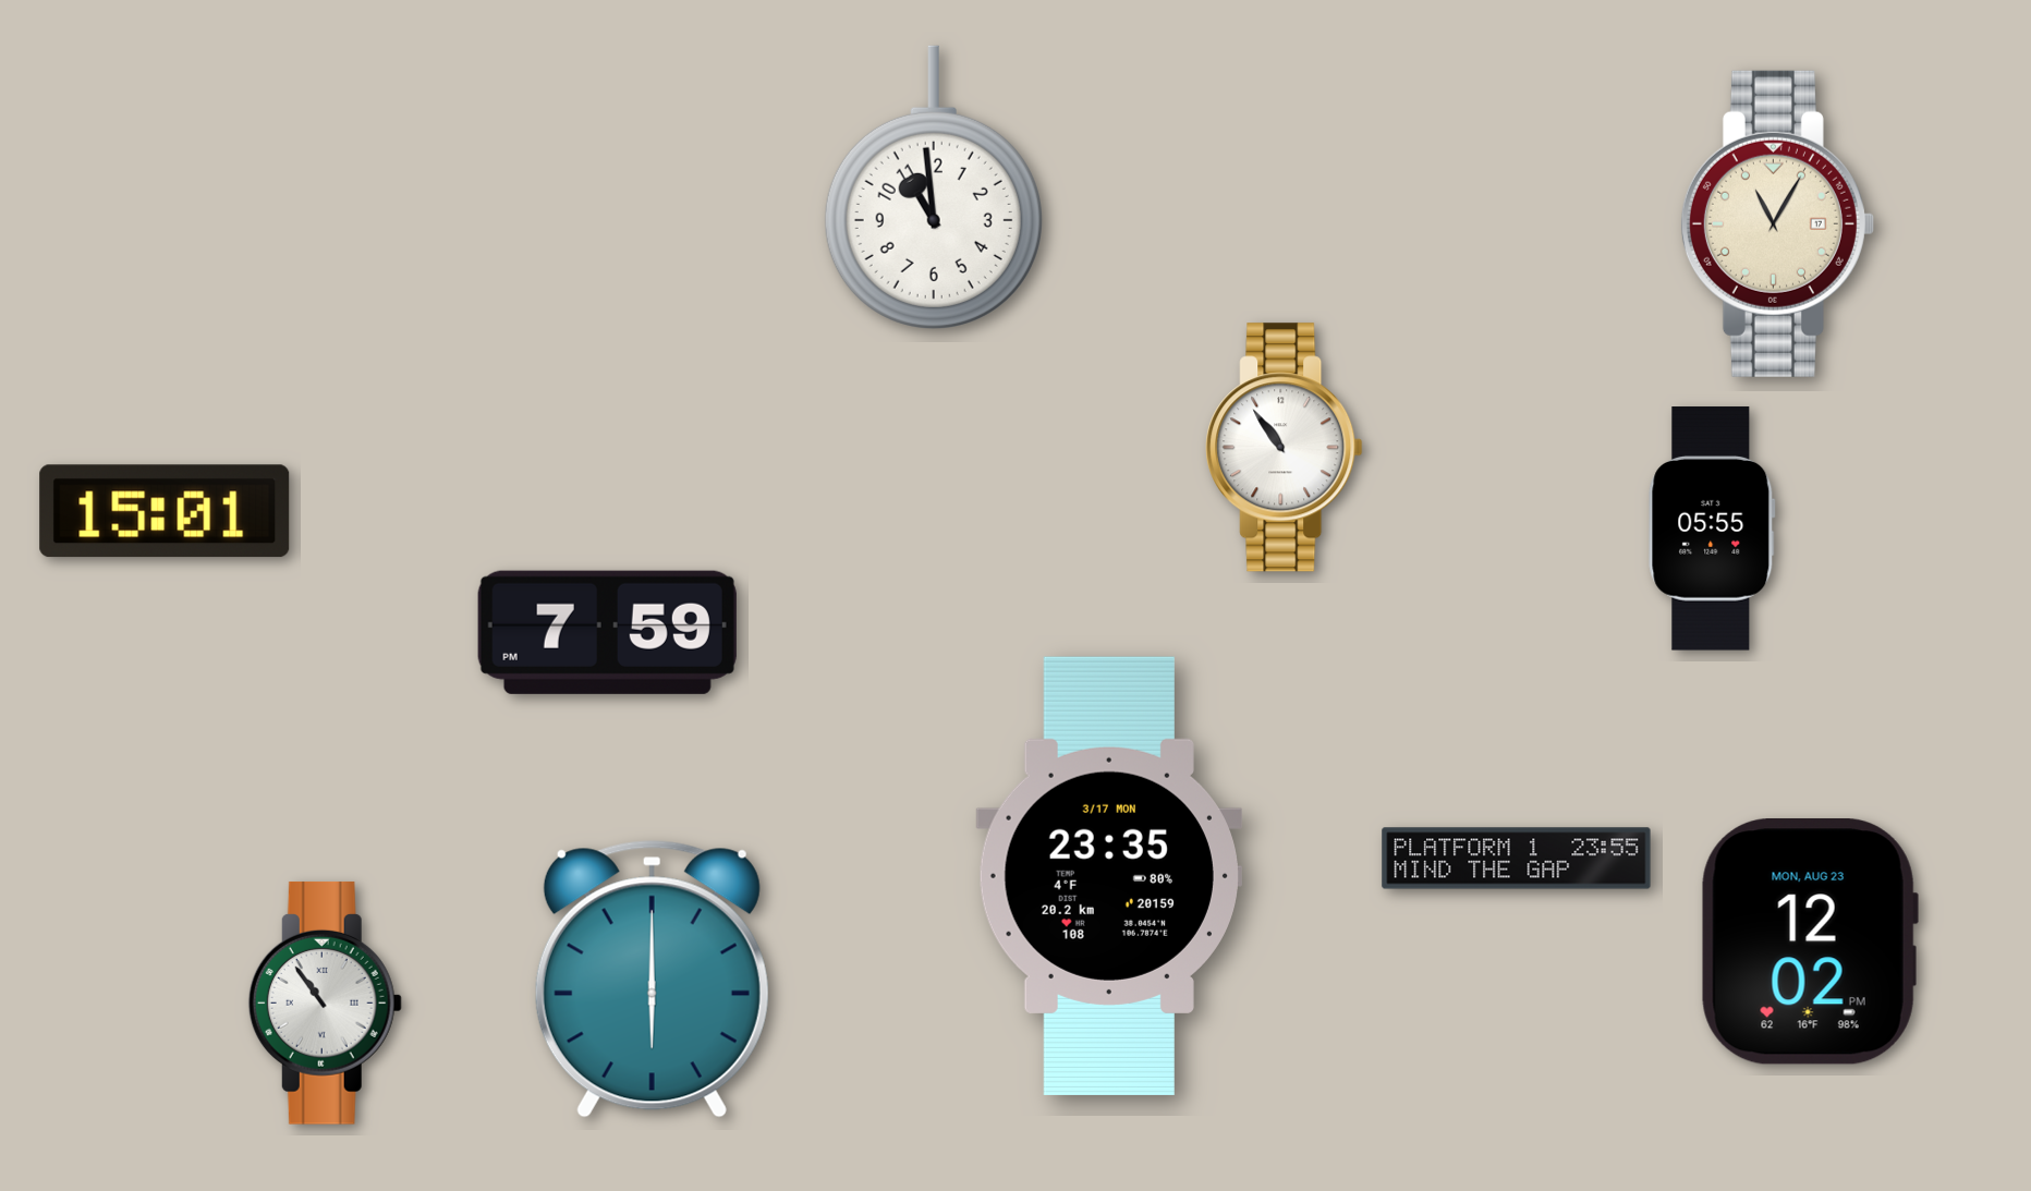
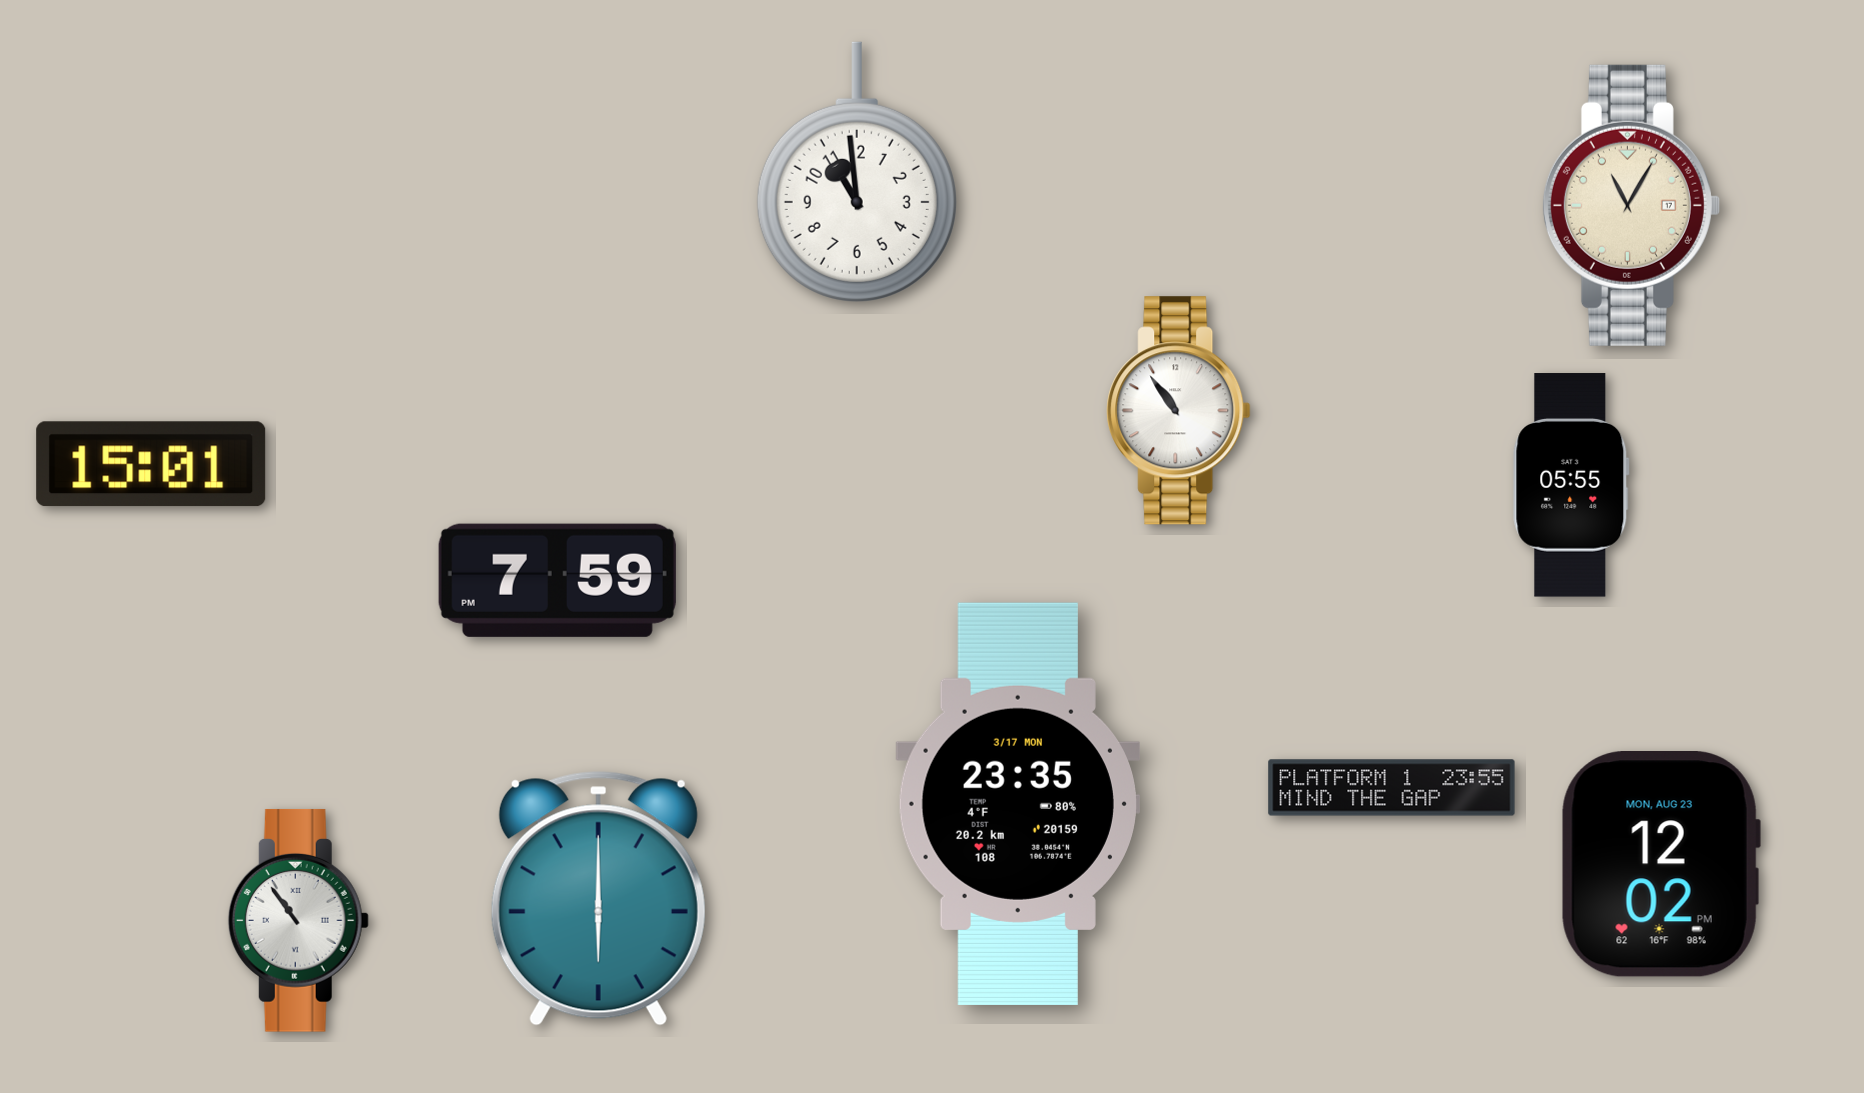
clock at (165, 511) position: (165, 511) -> (151, 464)
